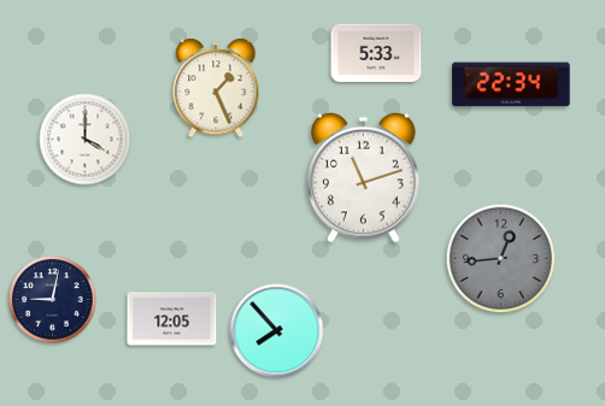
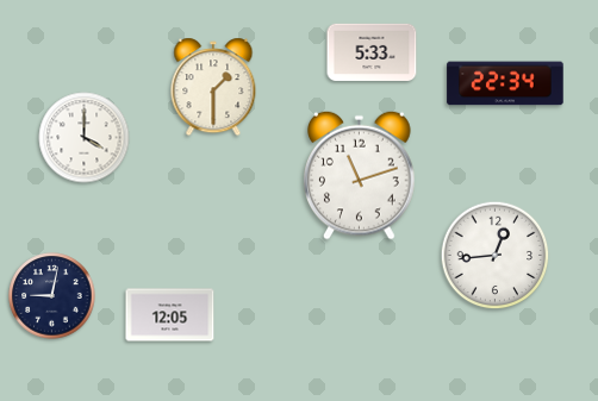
clock at (216, 88): 1:26 -> 1:30
clock at (501, 259) dial: grey -> white
clock at (277, 331): 7:53 -> none
